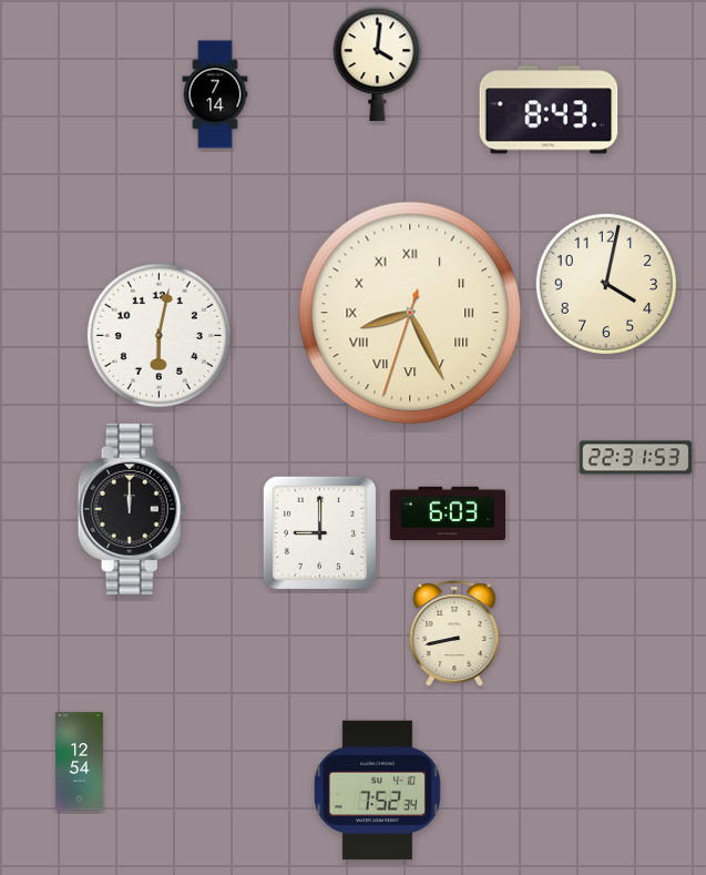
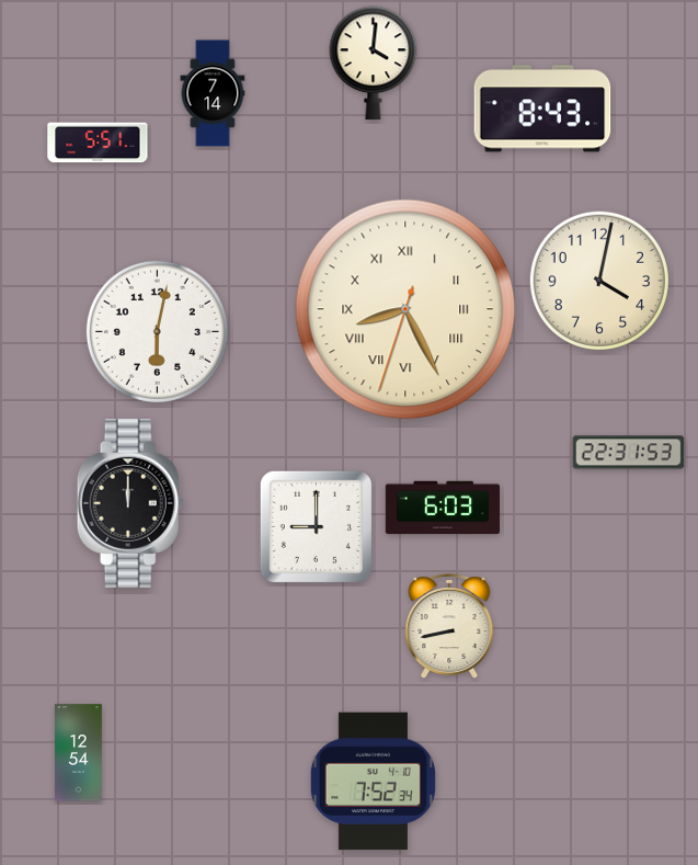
clock at (98, 143): none -> 5:51
